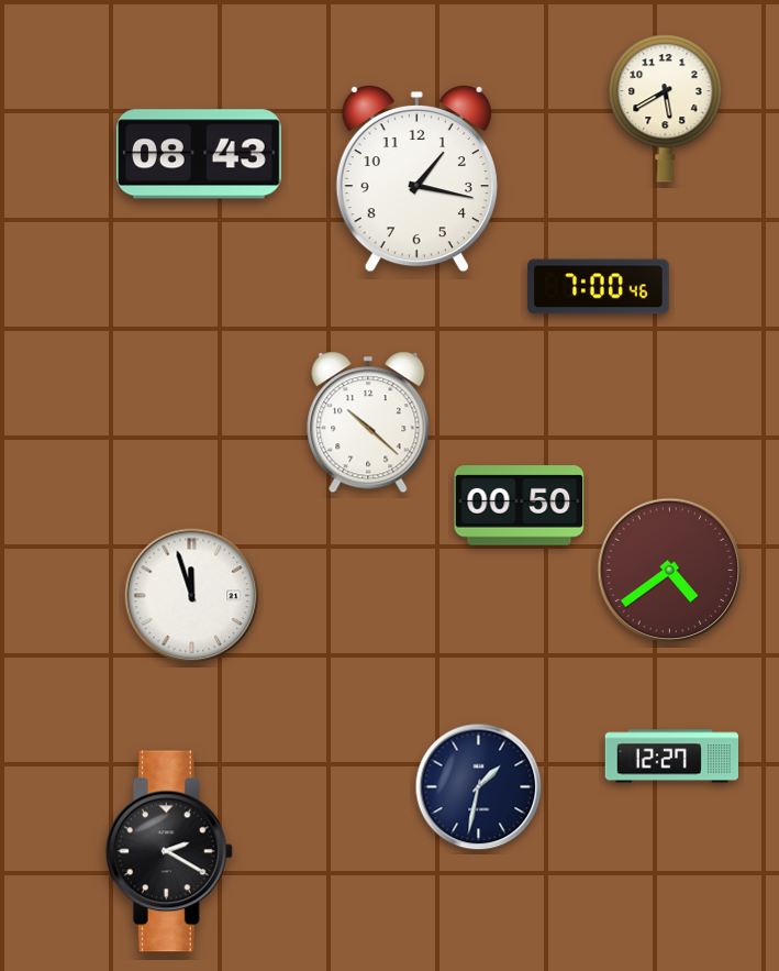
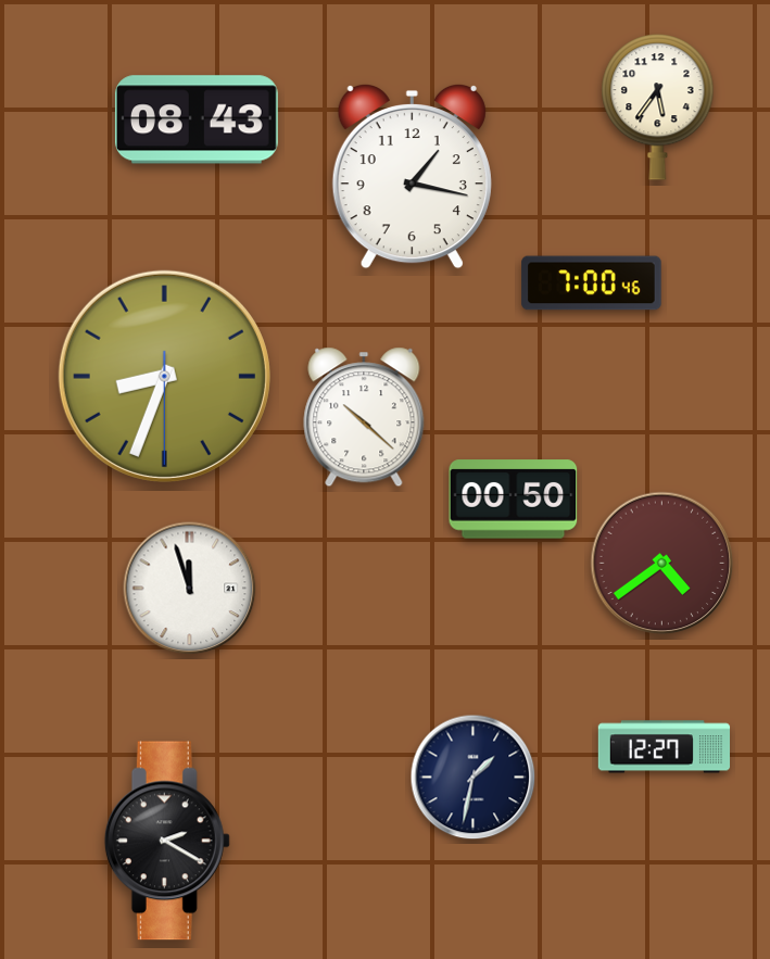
clock at (666, 108): 5:40 -> 5:36
clock at (199, 154) position: (199, 154) -> (197, 119)
clock at (164, 376): none -> 8:33
